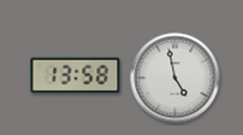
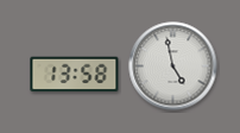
clock at (176, 78) position: (176, 78) -> (173, 66)
